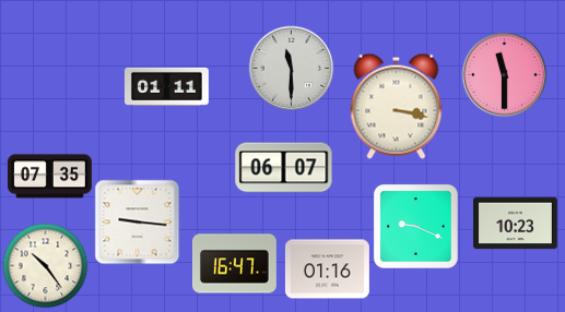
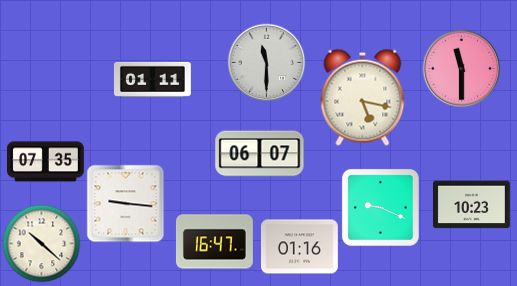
clock at (397, 106): 3:17 -> 5:17
clock at (45, 265): 10:24 -> 10:22
